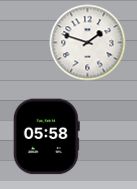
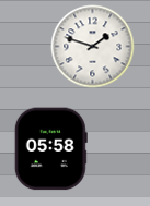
clock at (88, 43) position: (88, 43) -> (93, 47)
